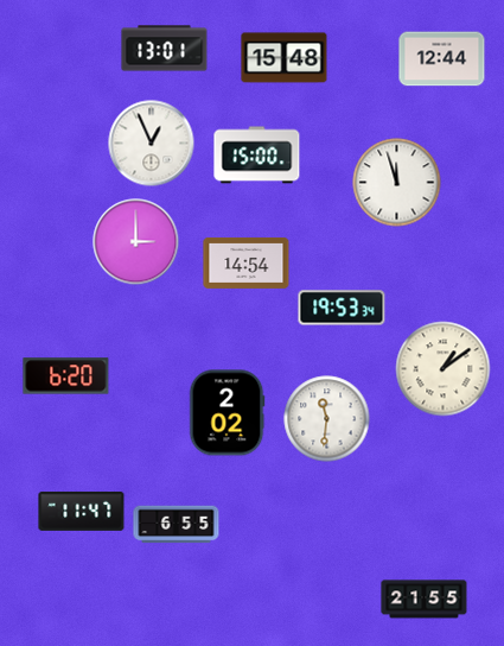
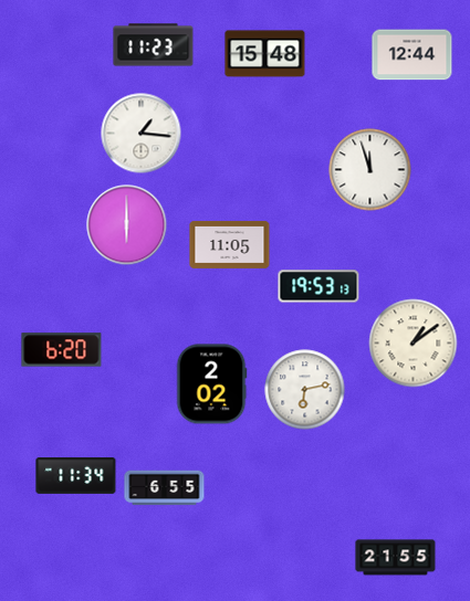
clock at (165, 49): 13:01 -> 11:23
clock at (152, 144): 12:56 -> 1:16
clock at (257, 156): 15:00 -> none
clock at (136, 242): 3:00 -> 6:00
clock at (247, 262): 14:54 -> 11:05
clock at (342, 308): 19:53:34 -> 19:53:13
clock at (327, 419): 11:31 -> 6:13
clock at (82, 511): 11:47 -> 11:34
